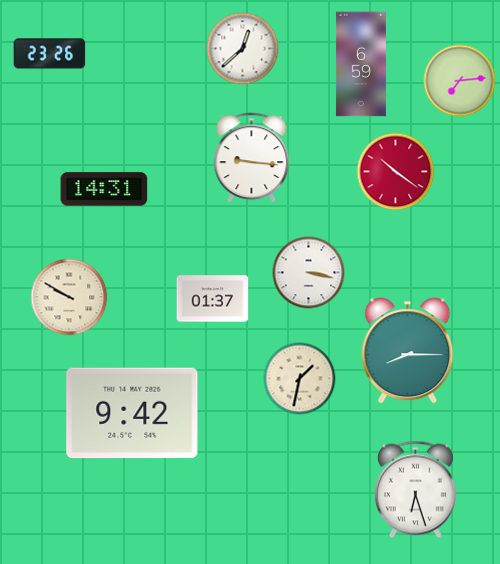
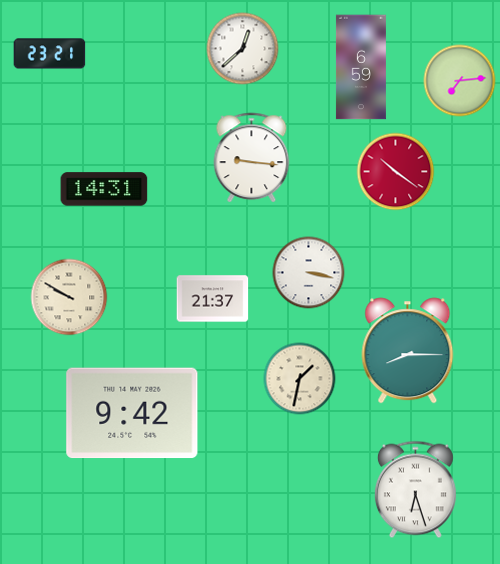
clock at (50, 54): 23:26 -> 23:21
clock at (361, 64) position: (361, 64) -> (361, 67)
clock at (213, 299): 01:37 -> 21:37
